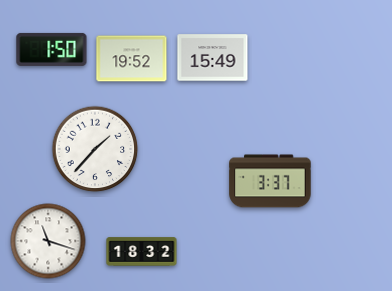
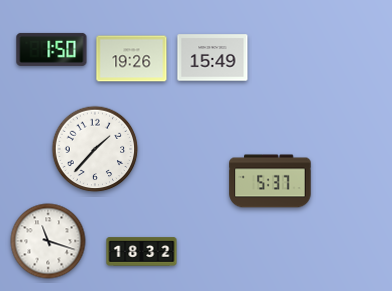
clock at (132, 59): 19:52 -> 19:26
clock at (270, 181): 3:37 -> 5:37
